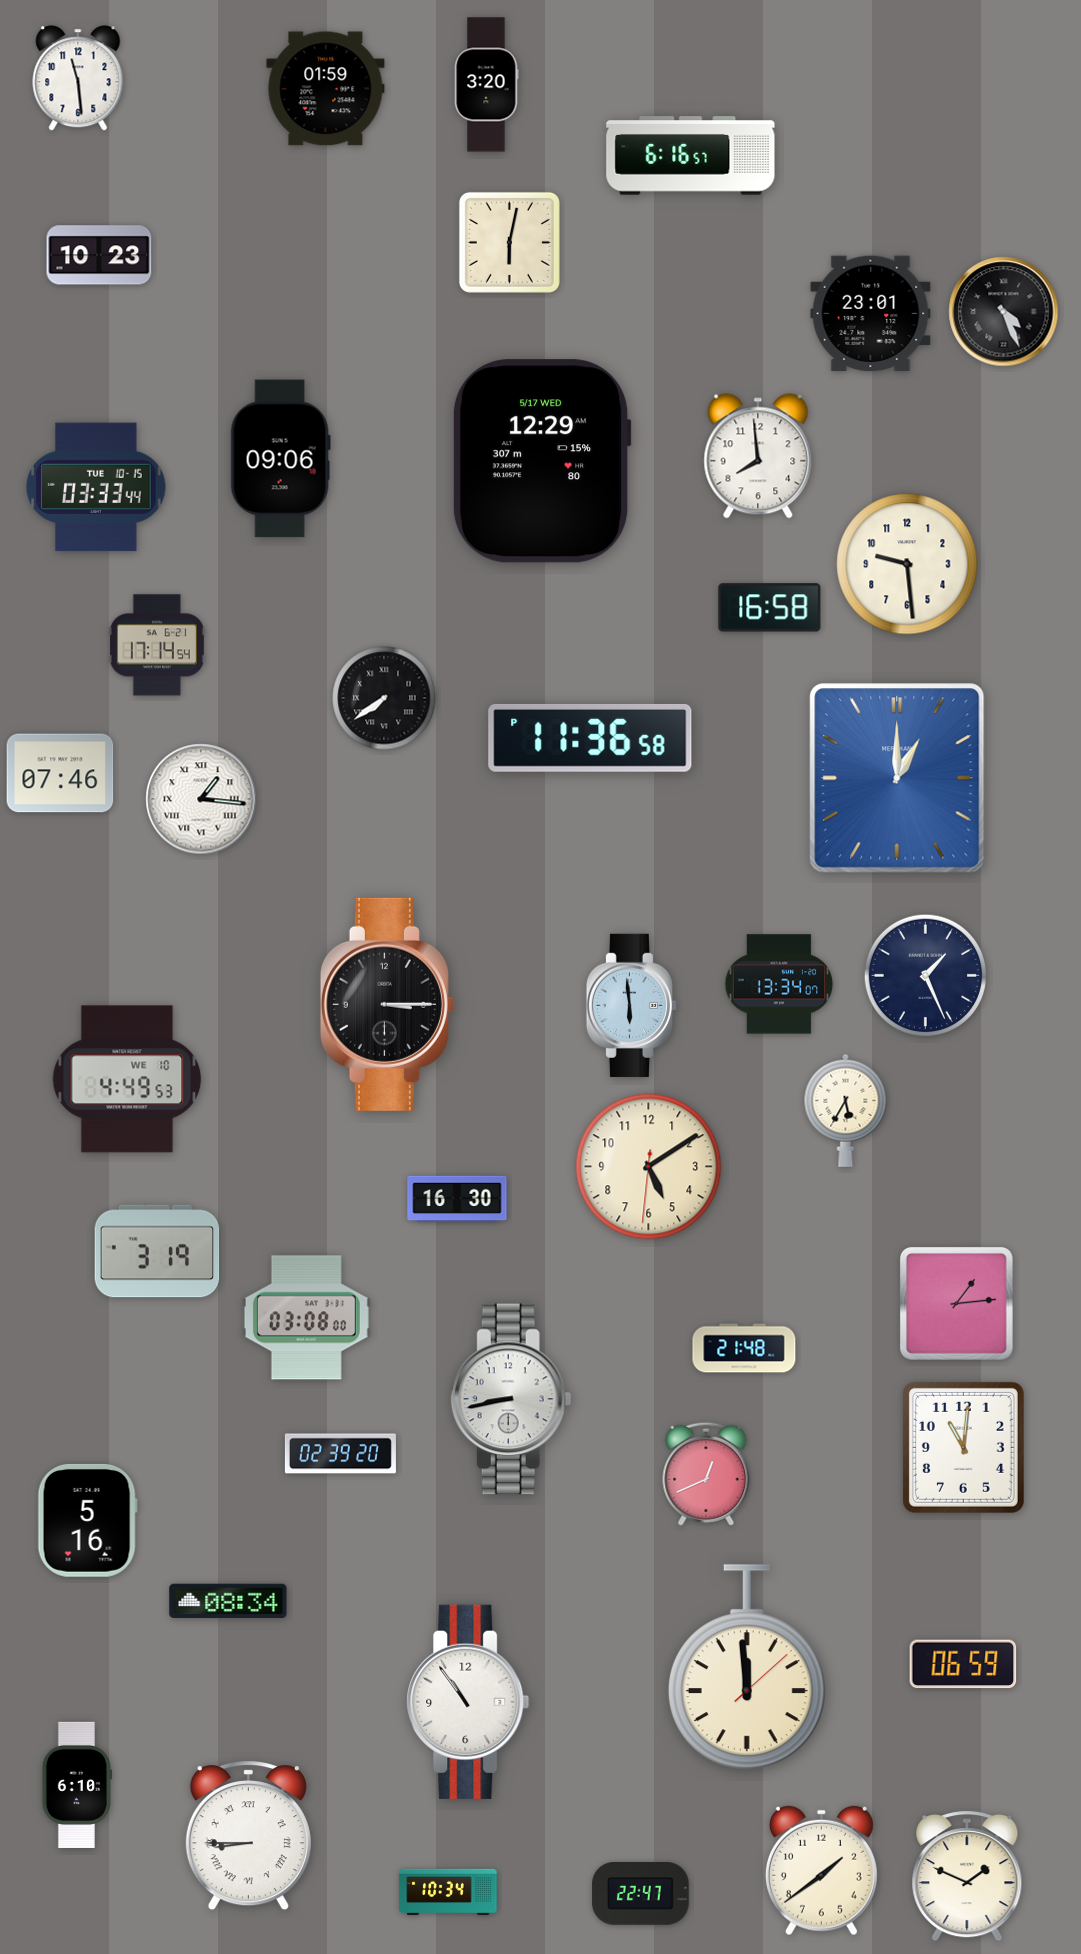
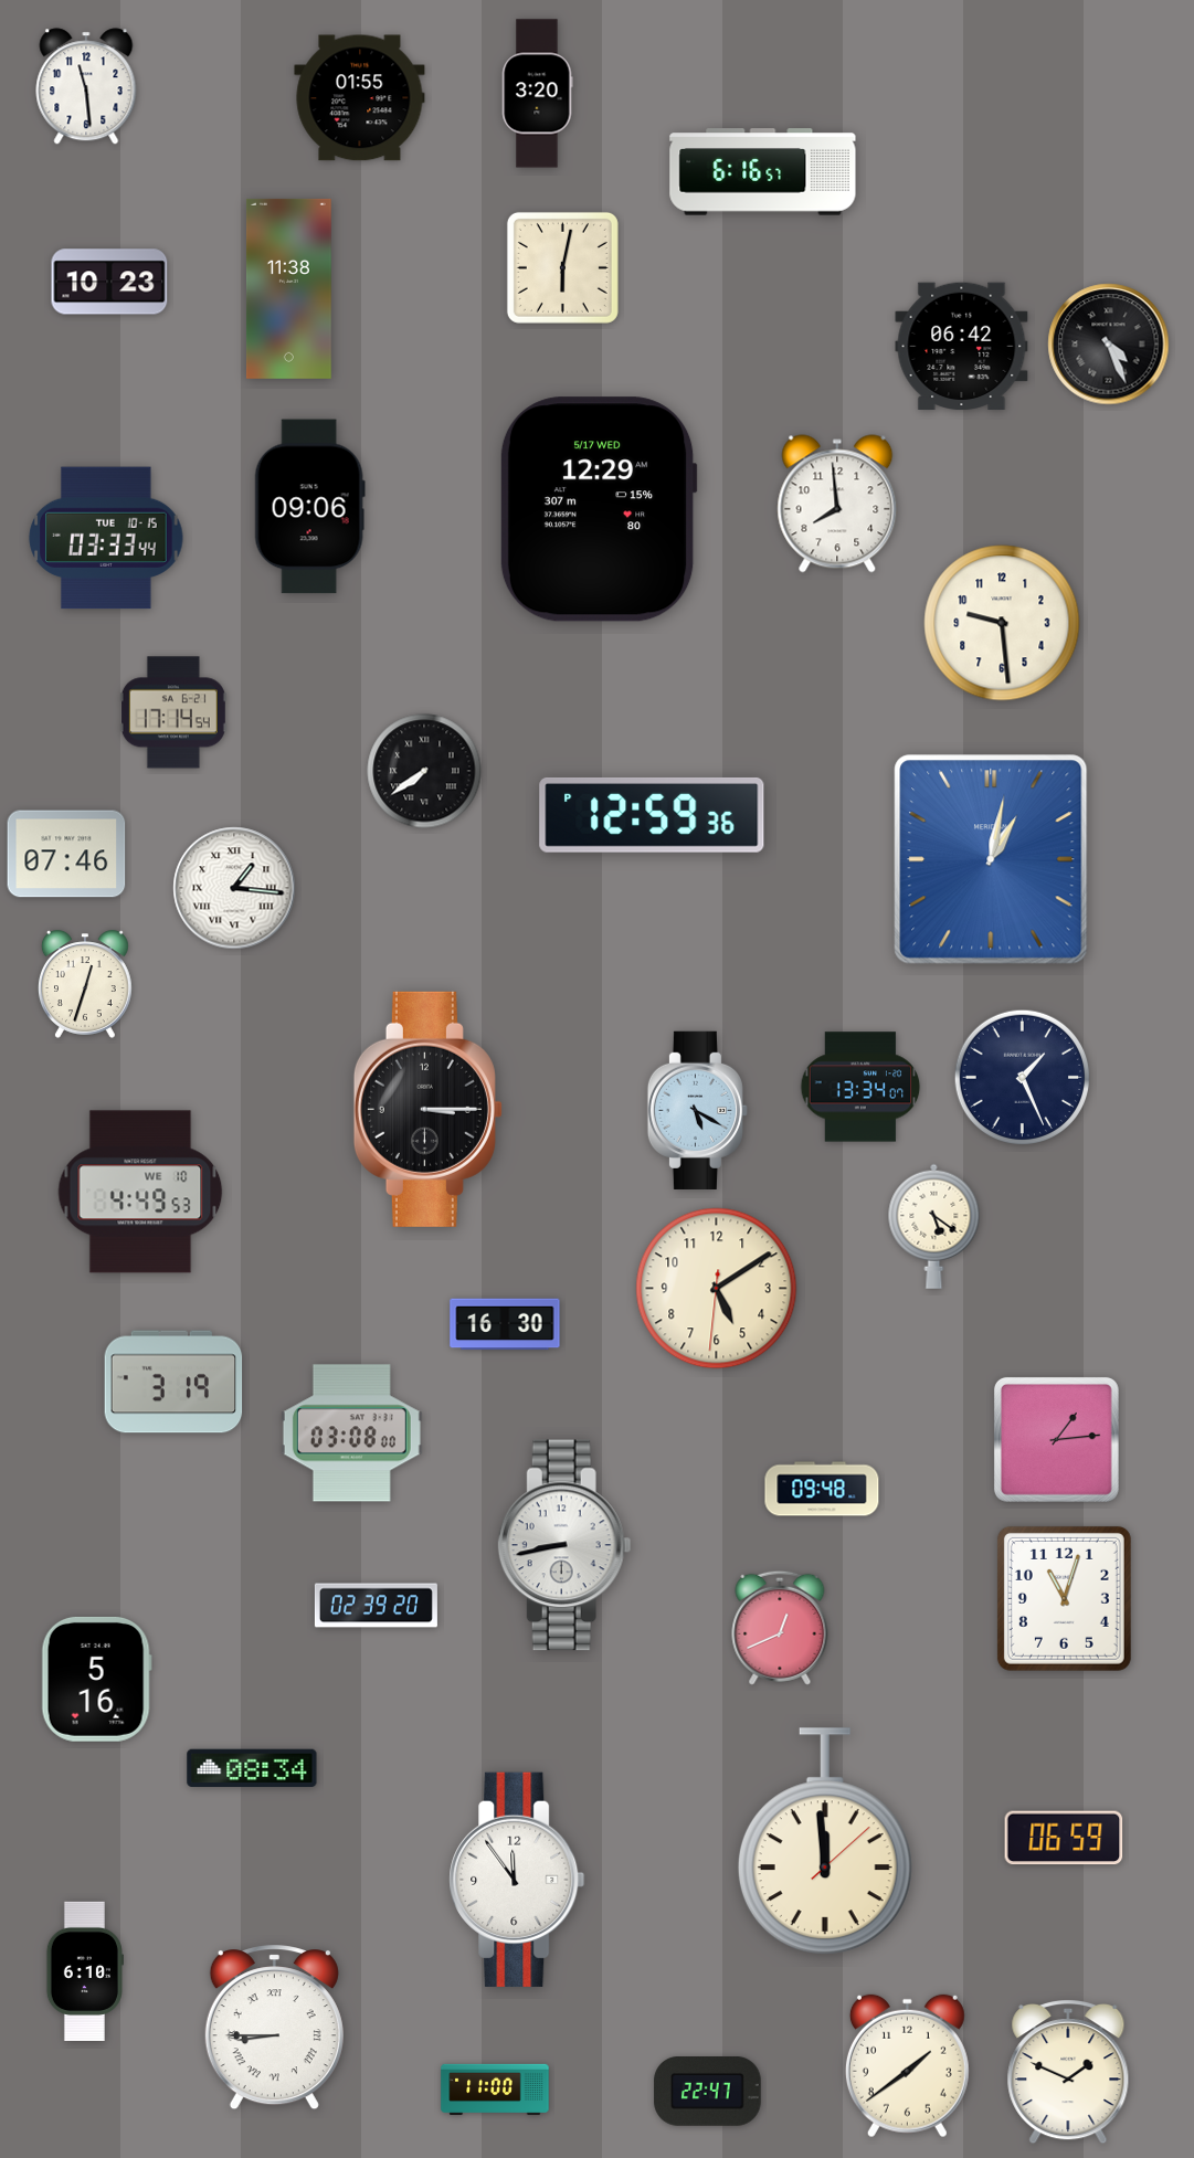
clock at (326, 89): 01:59 -> 01:55
clock at (288, 288): none -> 11:38
clock at (871, 314): 23:01 -> 06:42
clock at (770, 608): 16:58 -> none
clock at (590, 738): 11:36 -> 12:59
clock at (897, 778): 1:00 -> 1:02
clock at (201, 799) position: (201, 799) -> (234, 888)
clock at (85, 984): none -> 12:33
clock at (631, 1005): 5:59 -> 5:20
clock at (846, 1110): 5:35 -> 5:21
clock at (306, 1318) position: (306, 1318) -> (351, 1434)
clock at (744, 1348): 21:48 -> 09:48
clock at (963, 1447): 11:01 -> 11:03
clock at (468, 1702): 10:54 -> 11:54
clock at (448, 1892): 10:34 -> 11:00
